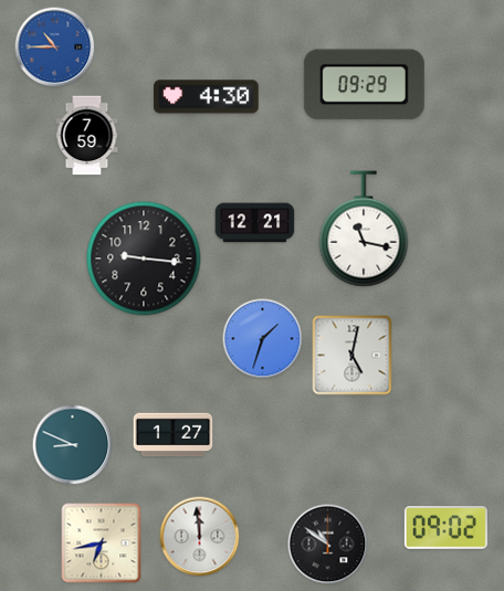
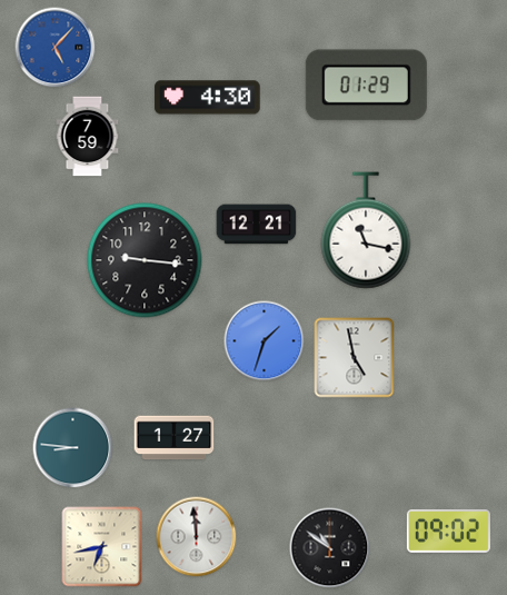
clock at (55, 48): 10:45 -> 5:07
clock at (364, 85): 09:29 -> 01:29
clock at (353, 356): 5:02 -> 4:58
clock at (73, 445): 8:49 -> 8:46
clock at (200, 537) position: (200, 537) -> (197, 537)
